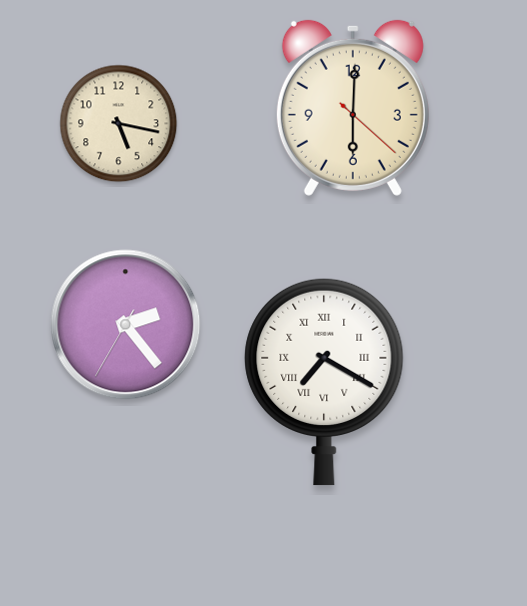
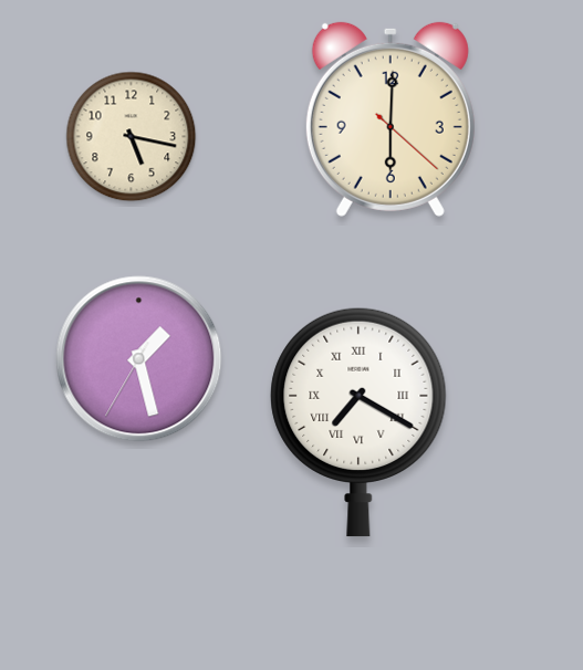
clock at (126, 325): 2:23 -> 1:27
